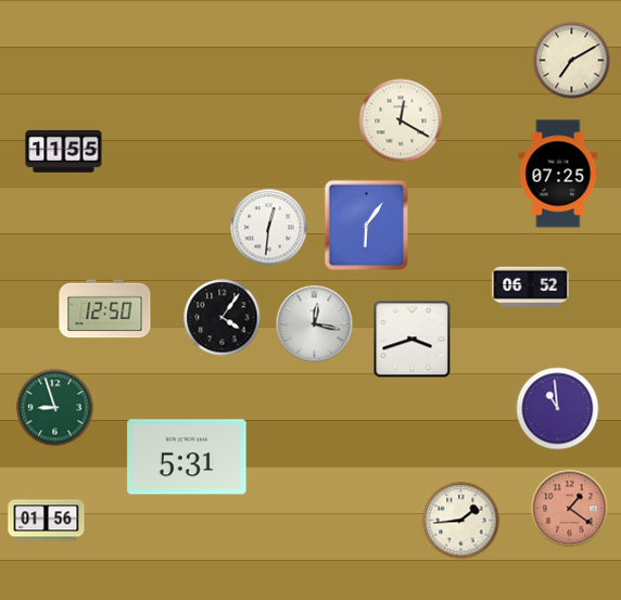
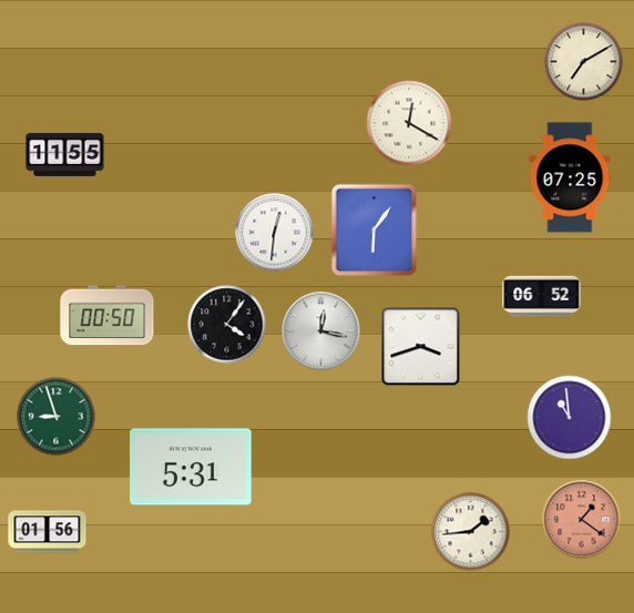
clock at (531, 286) position: (531, 286) -> (542, 296)
clock at (105, 309): 12:50 -> 00:50
